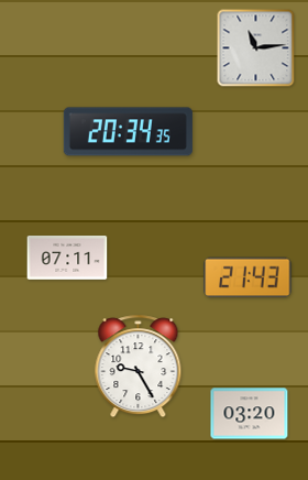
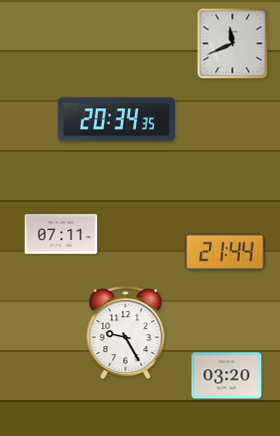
clock at (256, 48): 11:14 -> 11:41
clock at (248, 277): 21:43 -> 21:44
